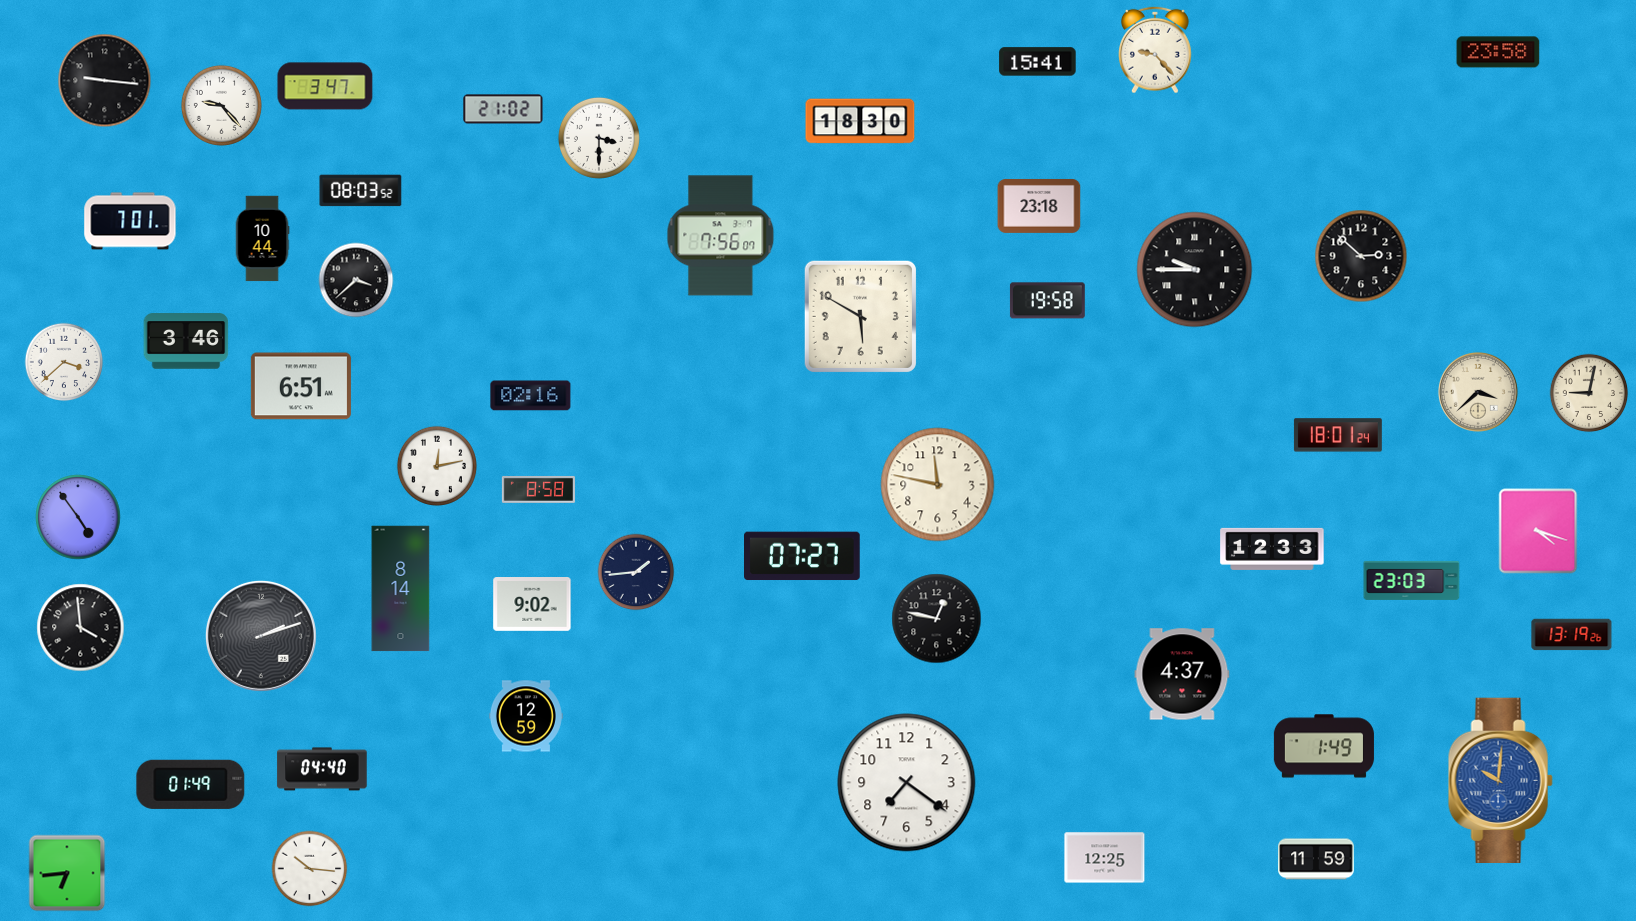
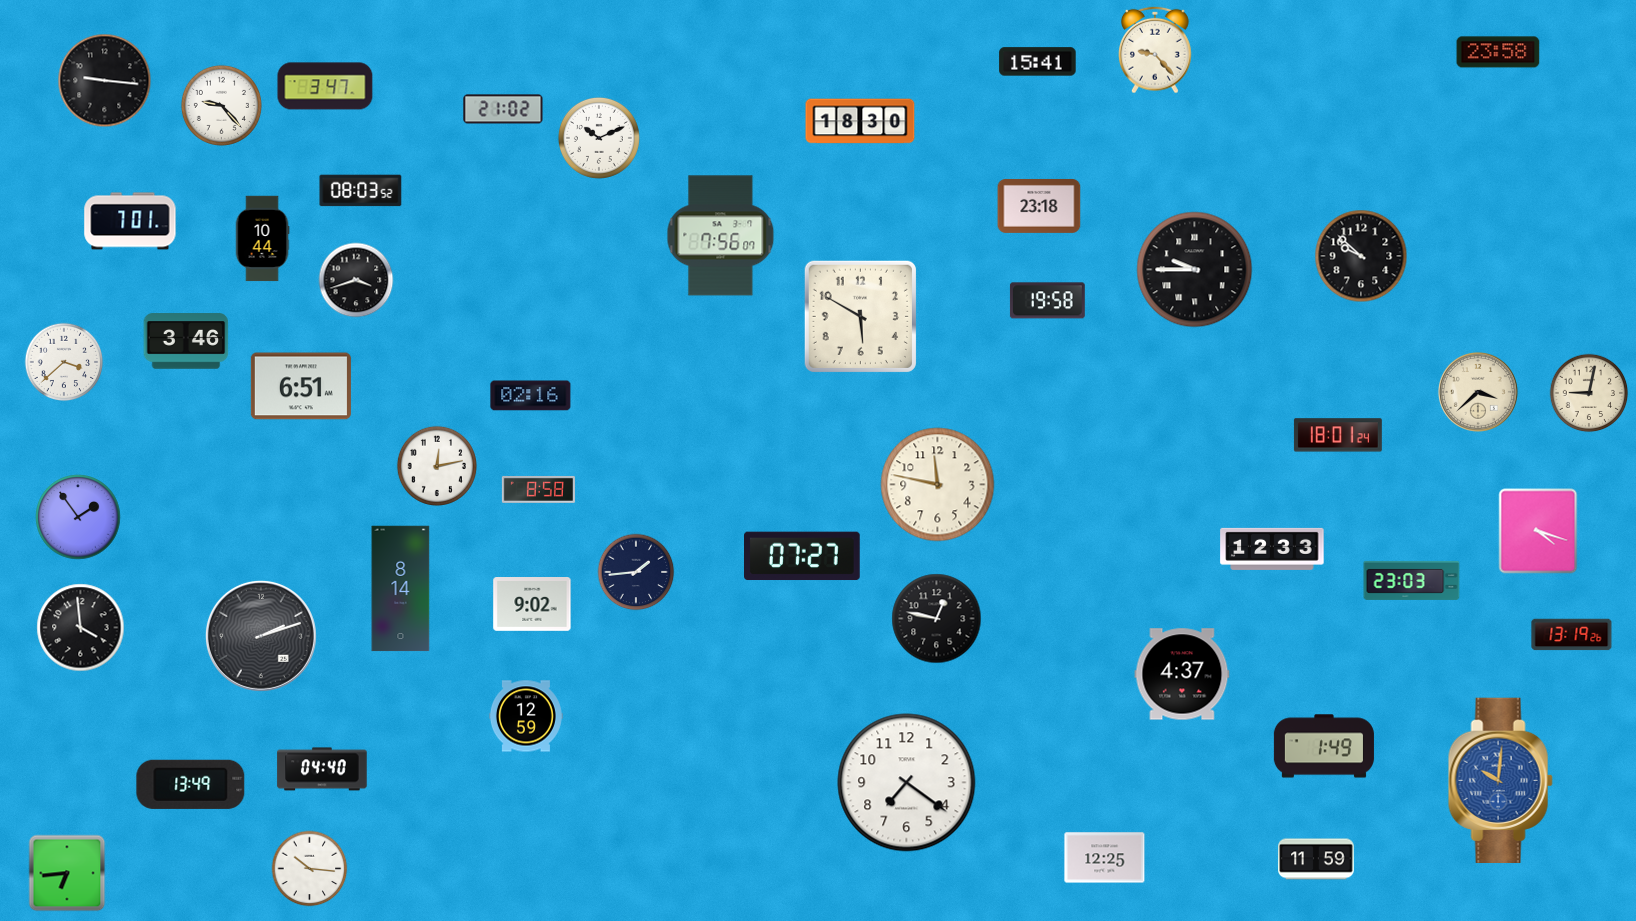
clock at (599, 138): 3:30 -> 10:11
clock at (1361, 256): 2:52 -> 9:52
clock at (356, 280): 3:38 -> 3:42
clock at (78, 517): 4:54 -> 1:54
clock at (191, 784): 01:49 -> 13:49
